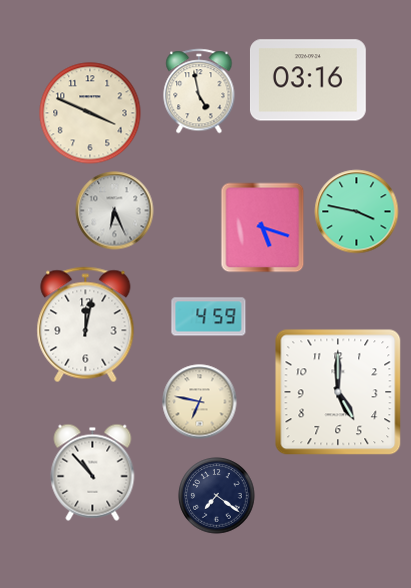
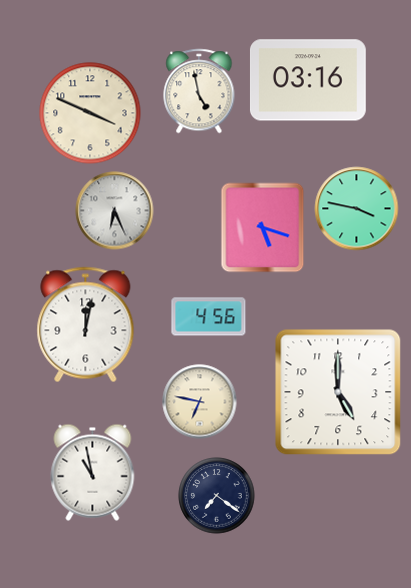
clock at (357, 212) position: (357, 212) -> (357, 209)
clock at (209, 317): 4:59 -> 4:56
clock at (93, 472): 10:53 -> 10:58
